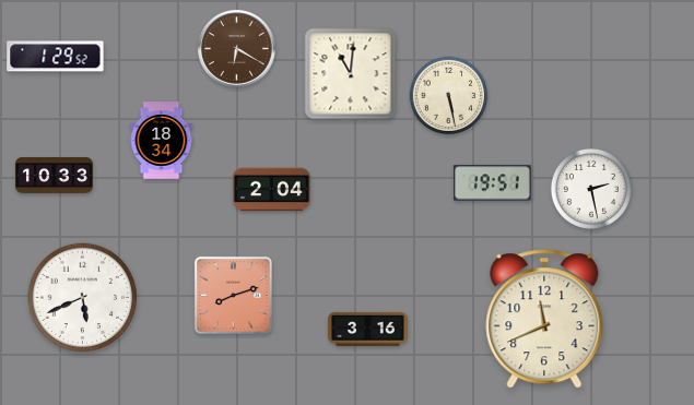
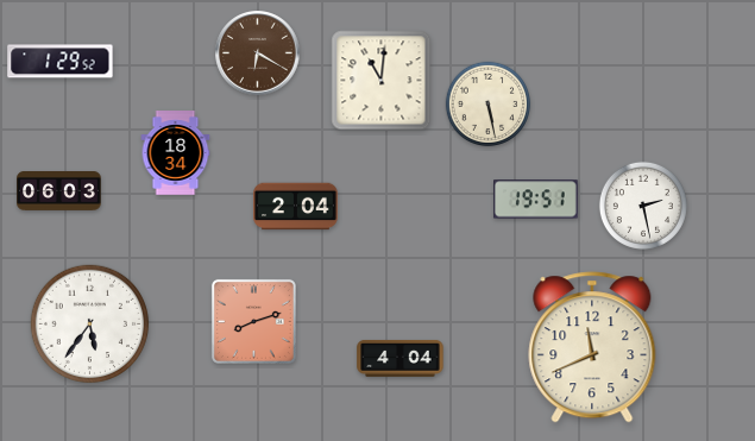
clock at (55, 176): 10:33 -> 06:03
clock at (83, 298): 5:41 -> 5:36
clock at (368, 329): 3:16 -> 4:04
